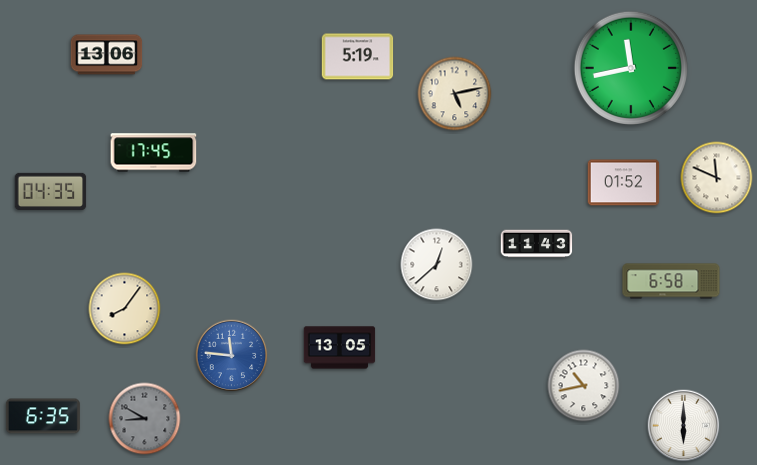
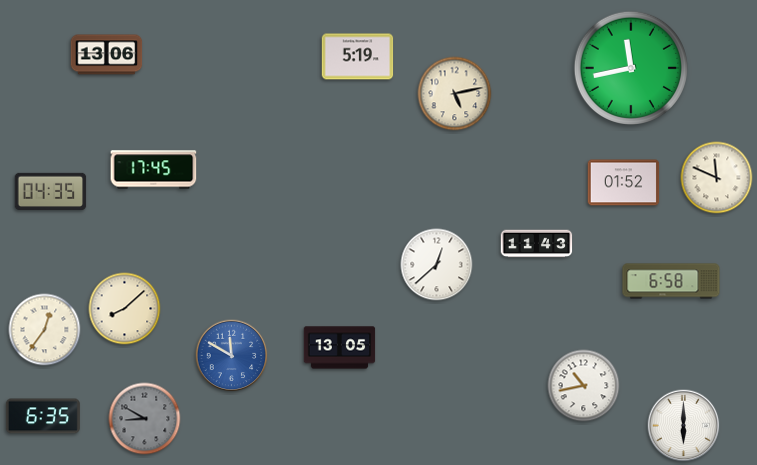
clock at (154, 153) position: (154, 153) -> (154, 170)
clock at (125, 309): 8:06 -> 8:08
clock at (45, 330): none -> 12:36
clock at (232, 356): 11:46 -> 11:50
